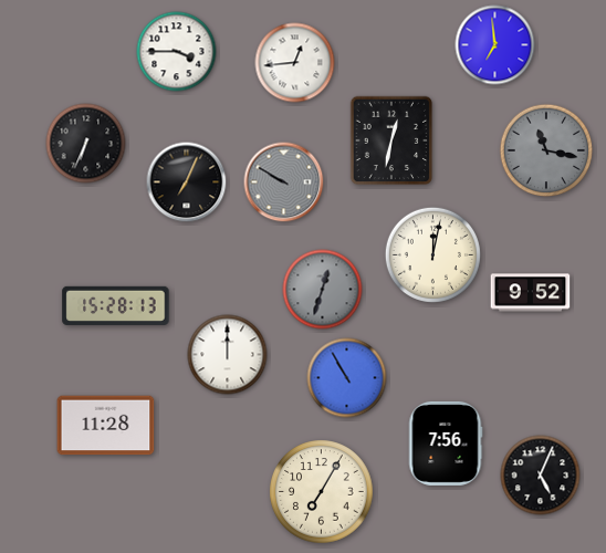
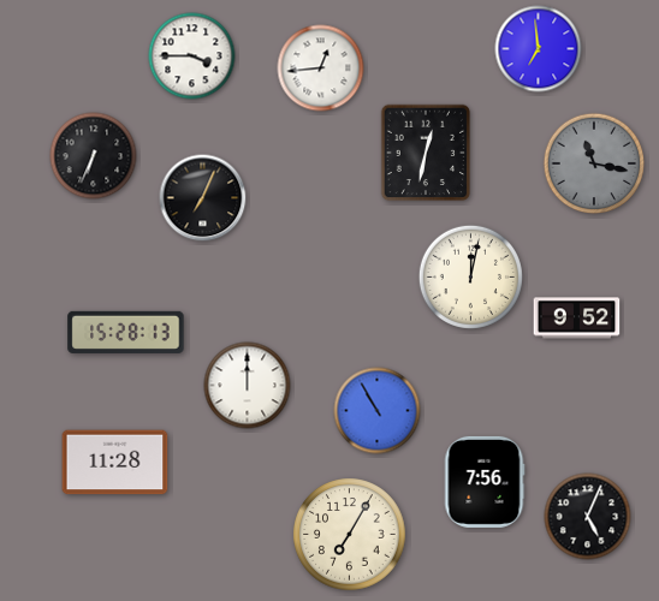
clock at (284, 182): 9:50 -> none
clock at (323, 290): 12:33 -> none
